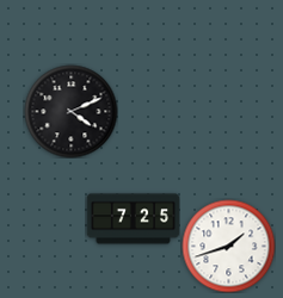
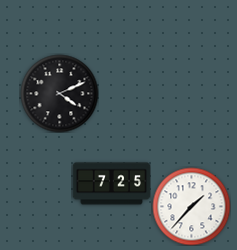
clock at (228, 246): 1:42 -> 1:37
